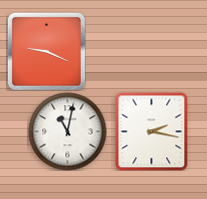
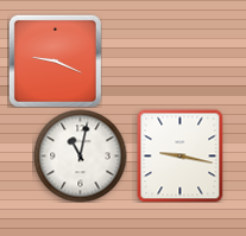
clock at (152, 131): 2:17 -> 9:17
